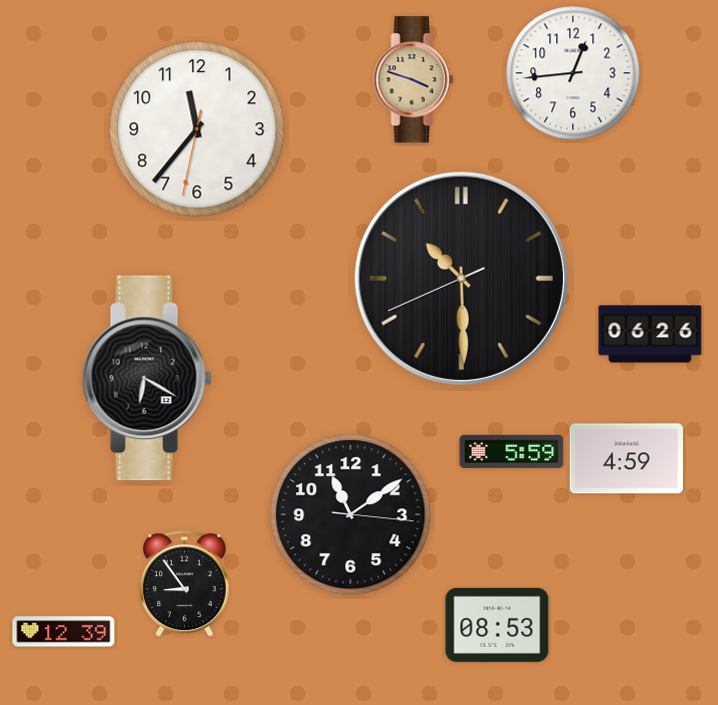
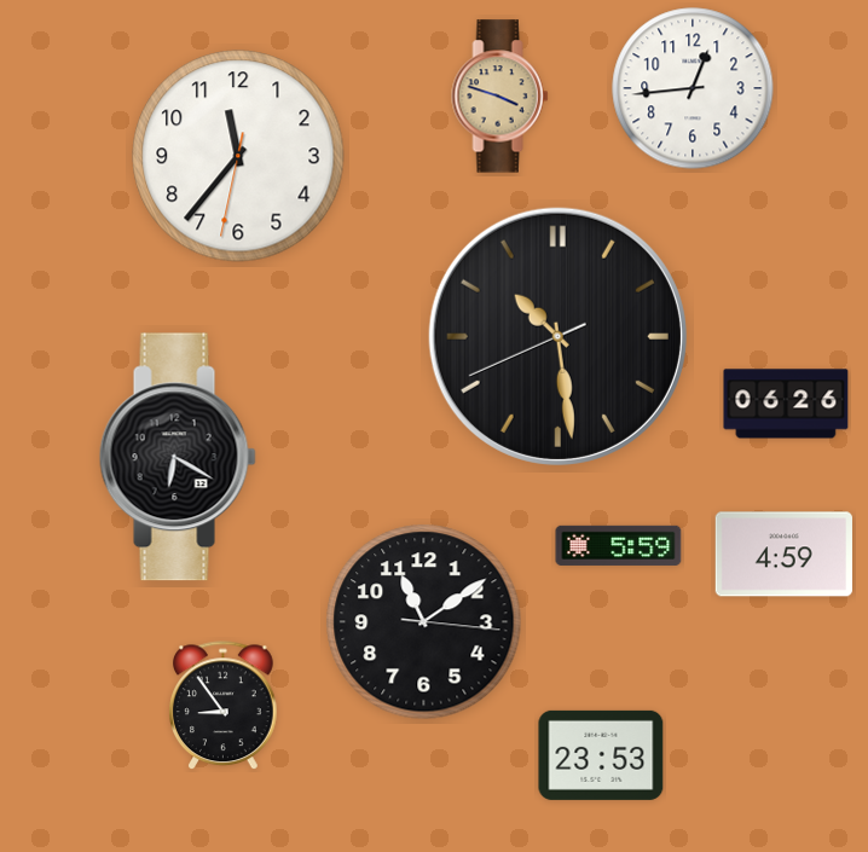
clock at (461, 278): 10:29 -> 10:28
clock at (626, 459) position: (626, 459) -> (783, 555)
clock at (497, 625): 08:53 -> 23:53
clock at (64, 632): 12:39 -> none
